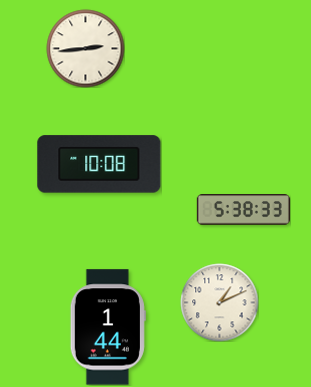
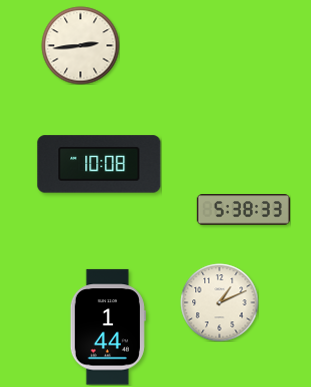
clock at (85, 48) position: (85, 48) -> (80, 45)
